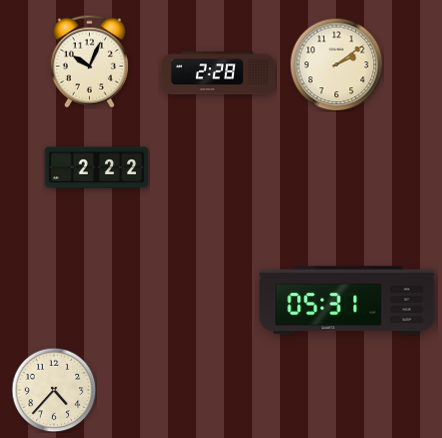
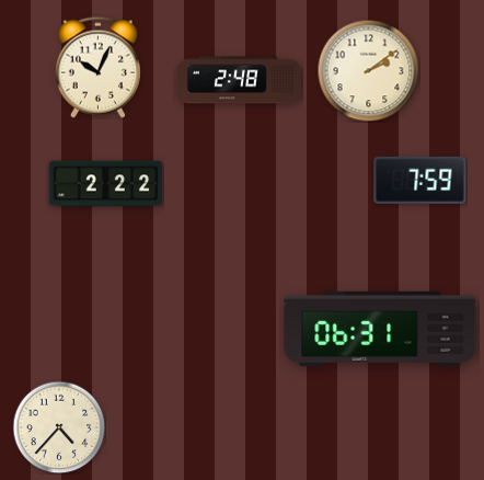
clock at (218, 73): 2:28 -> 2:48
clock at (420, 180): none -> 7:59
clock at (347, 300): 05:31 -> 06:31
